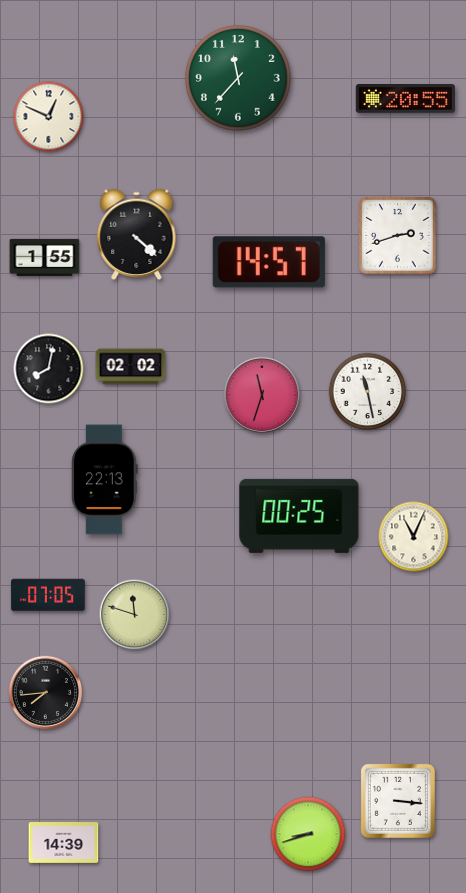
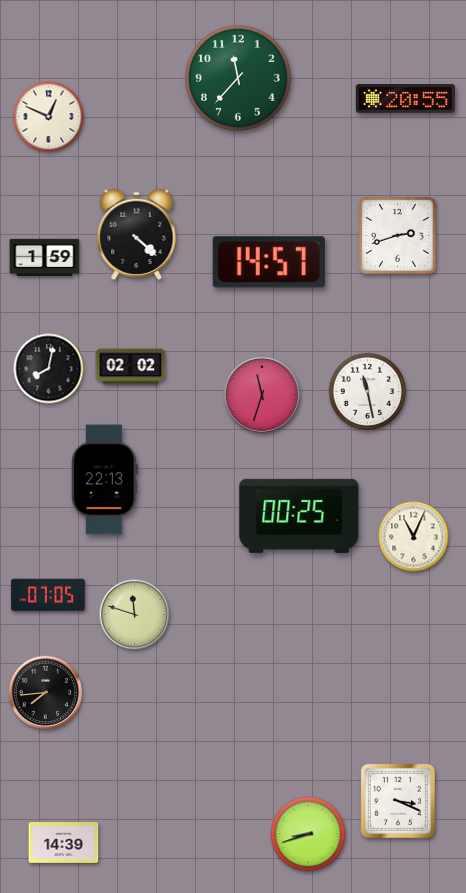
clock at (45, 257): 1:55 -> 1:59
clock at (398, 801): 3:16 -> 3:19
